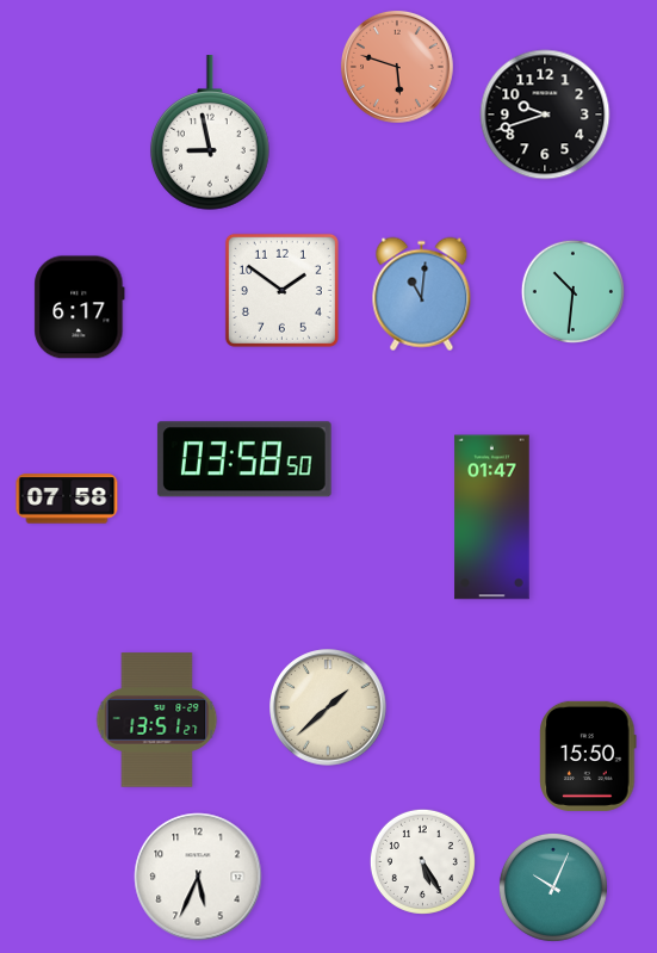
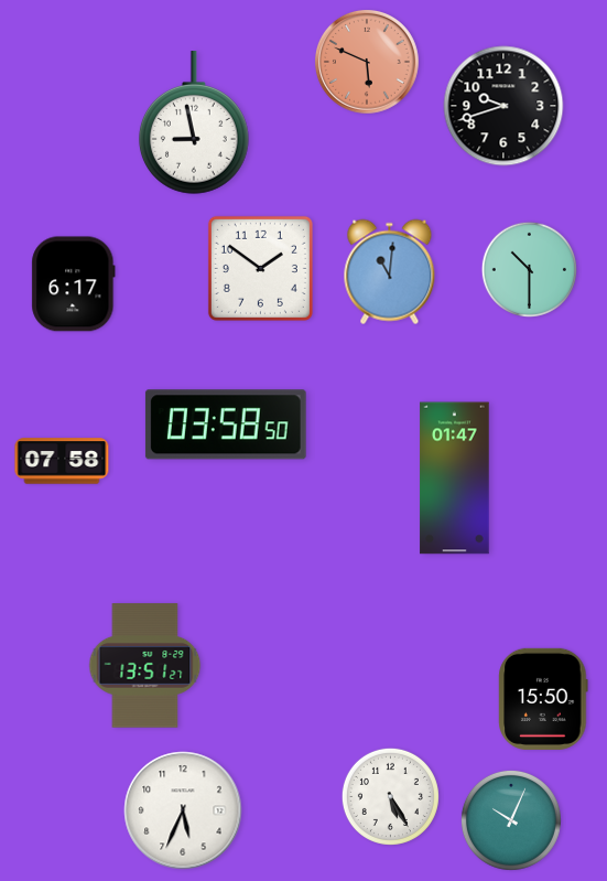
clock at (398, 68): 5:48 -> 5:49
clock at (572, 291): 10:31 -> 10:30
clock at (328, 707): 1:38 -> none
